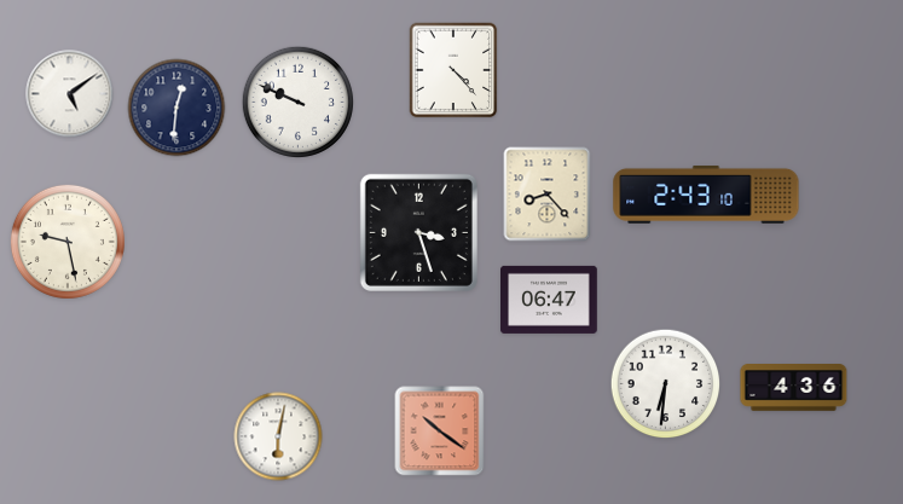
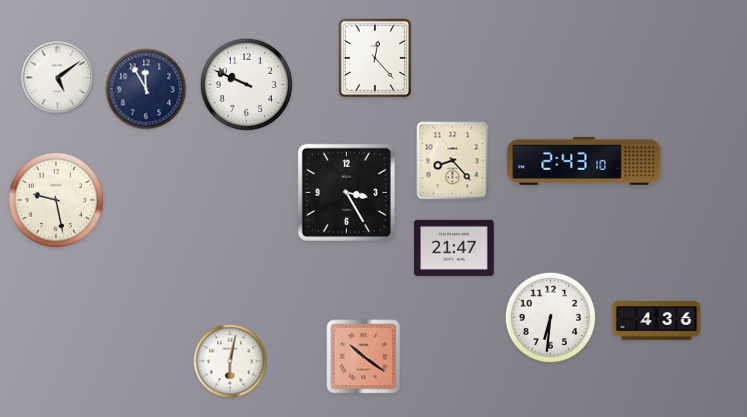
clock at (453, 70): 4:23 -> 12:23
clock at (176, 108): 12:31 -> 11:55
clock at (418, 232): 3:27 -> 3:25
clock at (550, 300): 06:47 -> 21:47
